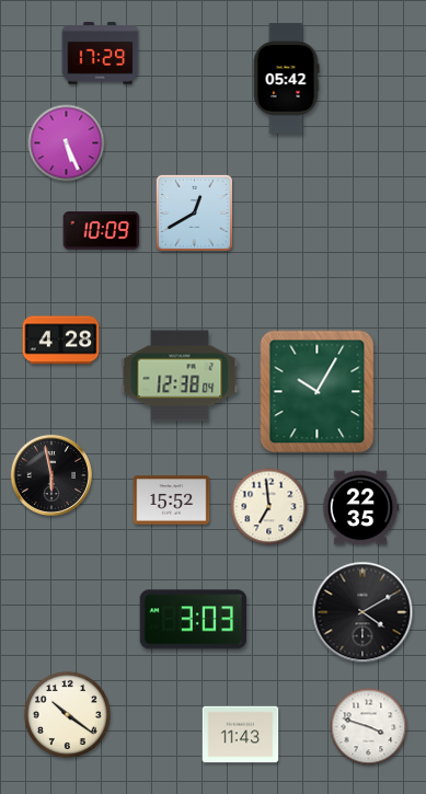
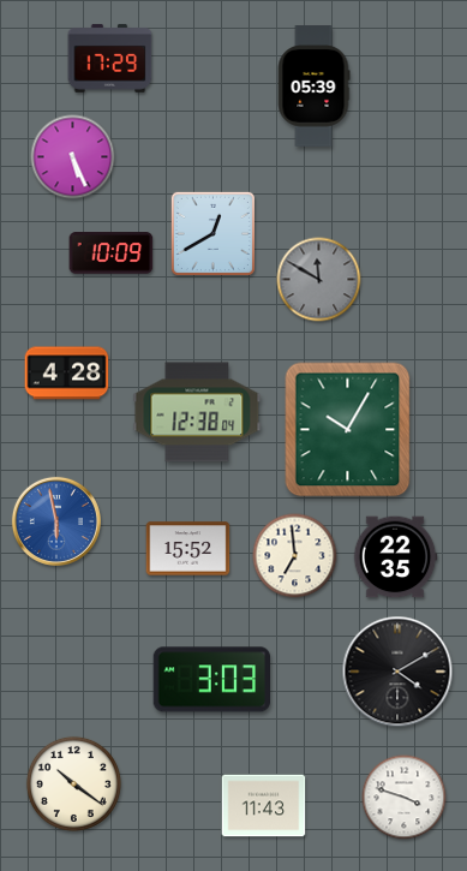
clock at (286, 79): 05:42 -> 05:39
clock at (319, 280): none -> 11:50
clock at (51, 475) dial: black -> blue
